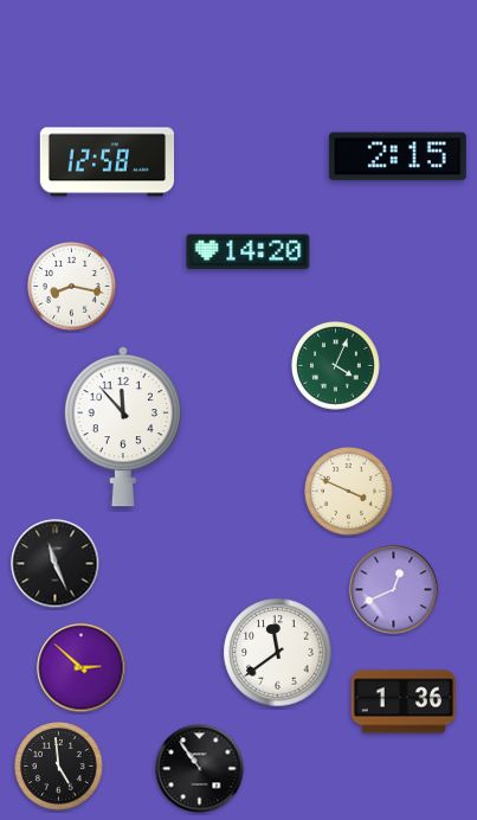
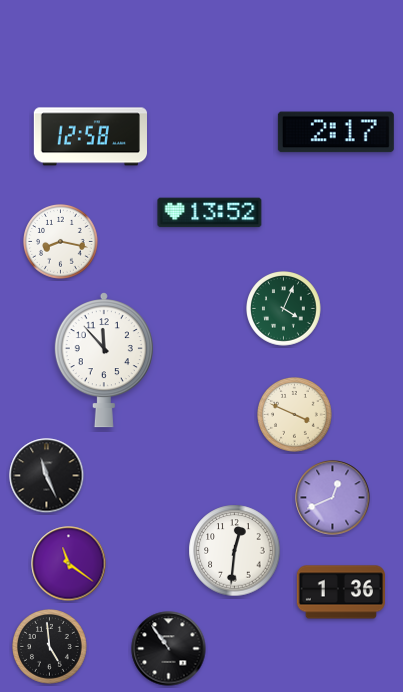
clock at (398, 156): 2:15 -> 2:17
clock at (249, 252): 14:20 -> 13:52
clock at (278, 653): 11:39 -> 12:31
clock at (82, 668): 2:52 -> 11:21
